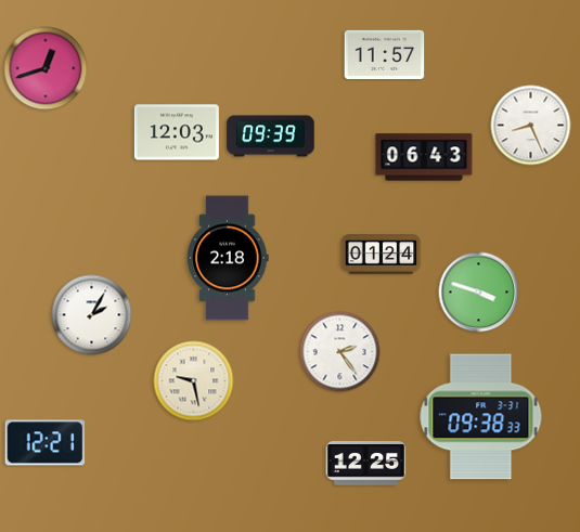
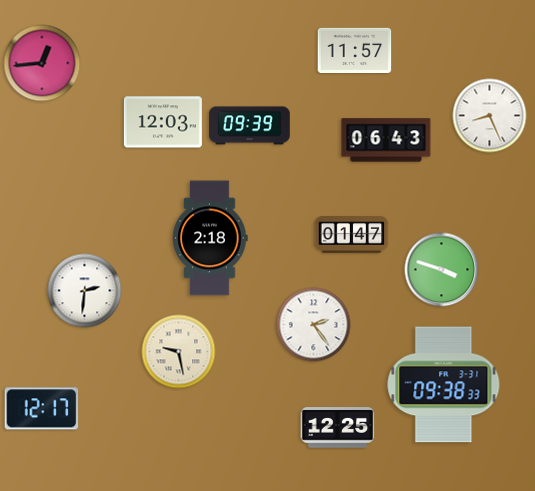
clock at (46, 68): 12:42 -> 12:44
clock at (424, 157) position: (424, 157) -> (386, 140)
clock at (382, 255): 01:24 -> 01:47
clock at (92, 315): 2:05 -> 2:31
clock at (46, 443): 12:21 -> 12:17
